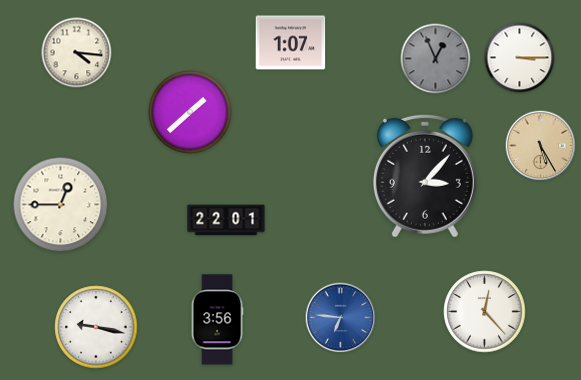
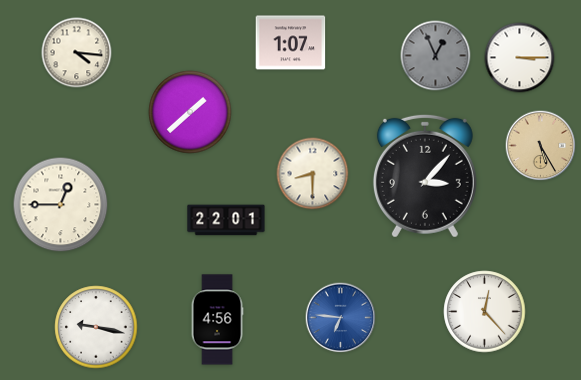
clock at (436, 59) position: (436, 59) -> (436, 56)
clock at (313, 174): none -> 8:30
clock at (217, 320): 3:56 -> 4:56
